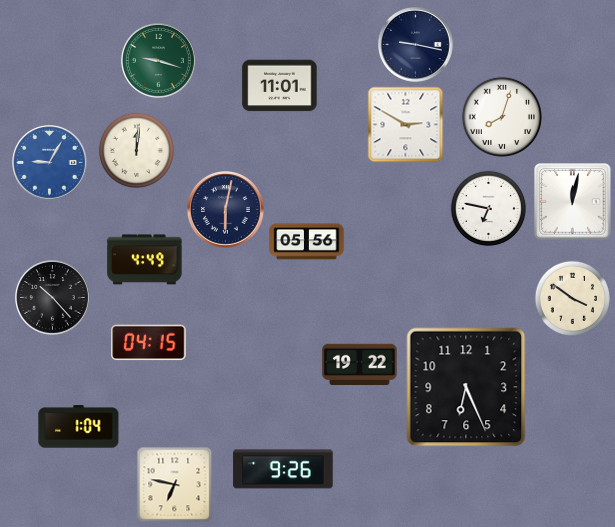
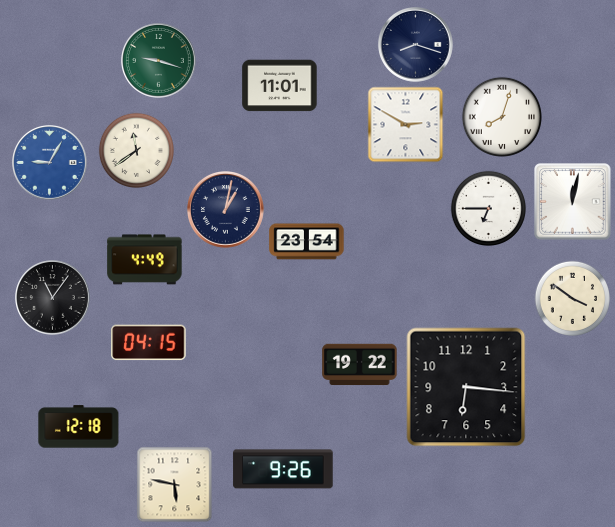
clock at (416, 45): 9:17 -> 8:18
clock at (136, 150): 12:01 -> 11:39
clock at (488, 208): 6:47 -> 6:45
clock at (226, 210): 6:02 -> 1:02
clock at (307, 242): 05:56 -> 23:54
clock at (53, 298): 10:23 -> 11:06
clock at (466, 387): 6:26 -> 6:16
clock at (79, 427): 1:04 -> 12:18
clock at (175, 485): 6:47 -> 5:47
